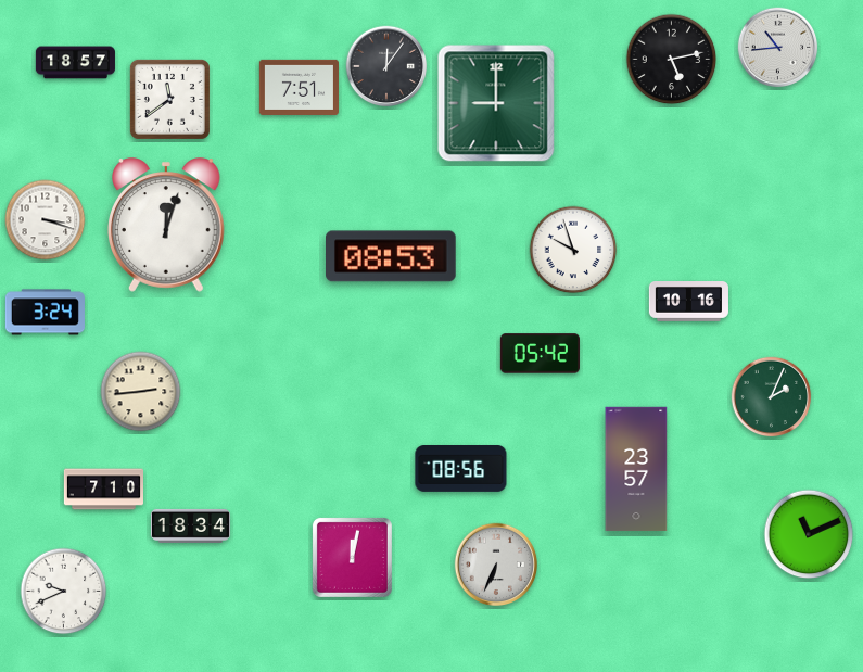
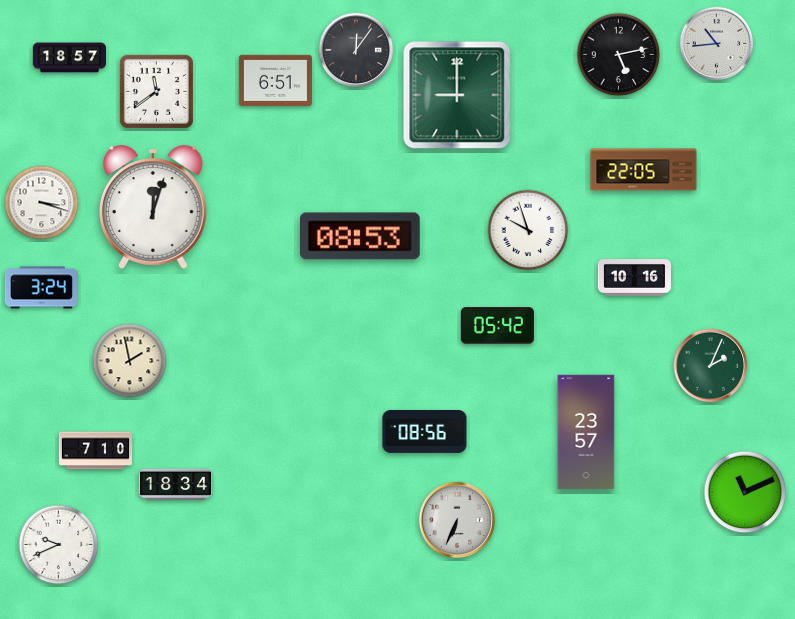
clock at (386, 66) position: (386, 66) -> (356, 50)
clock at (299, 87): 7:51 -> 6:51
clock at (644, 170): none -> 22:05
clock at (141, 392): 2:44 -> 1:58
clock at (352, 557): 12:02 -> none
